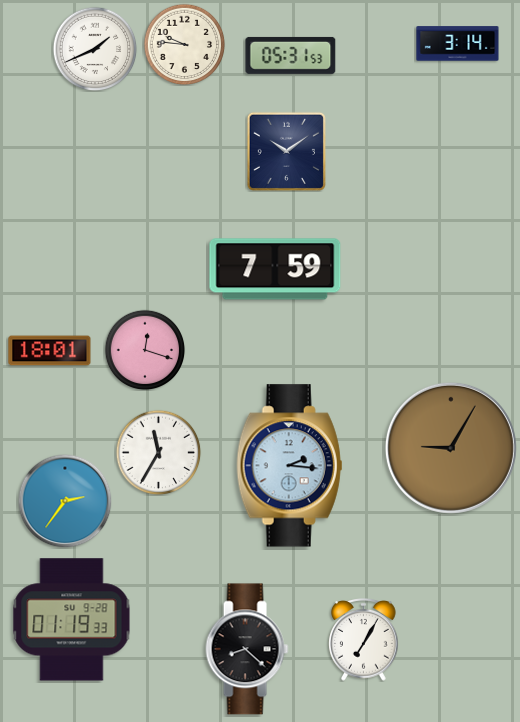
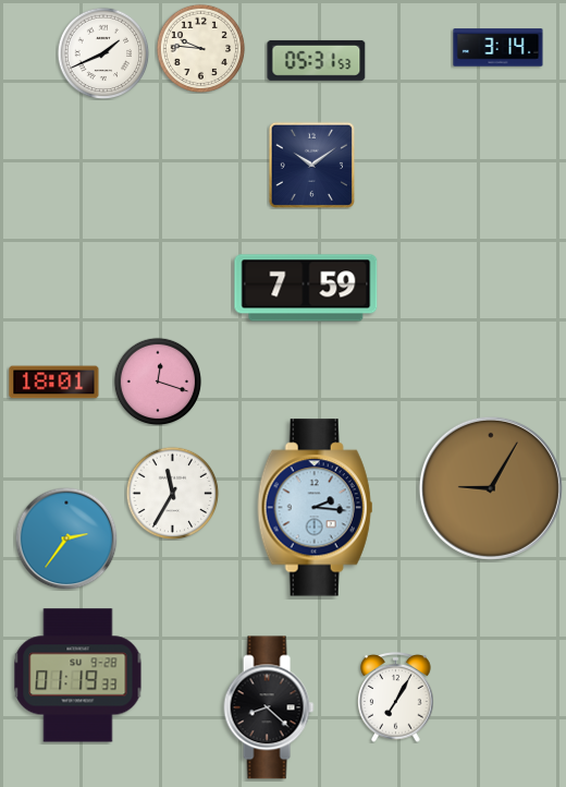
clock at (275, 269) position: (275, 269) -> (306, 288)
clock at (65, 501) position: (65, 501) -> (66, 538)
